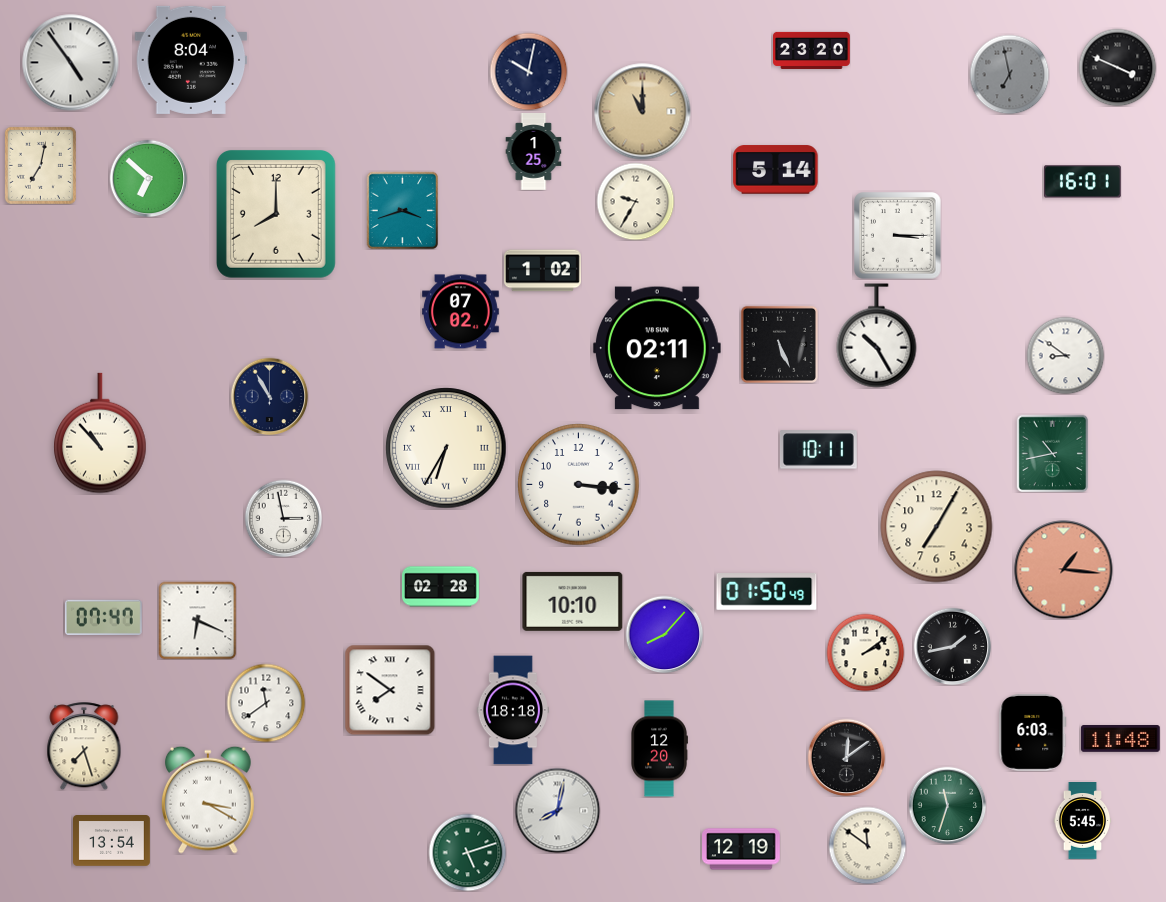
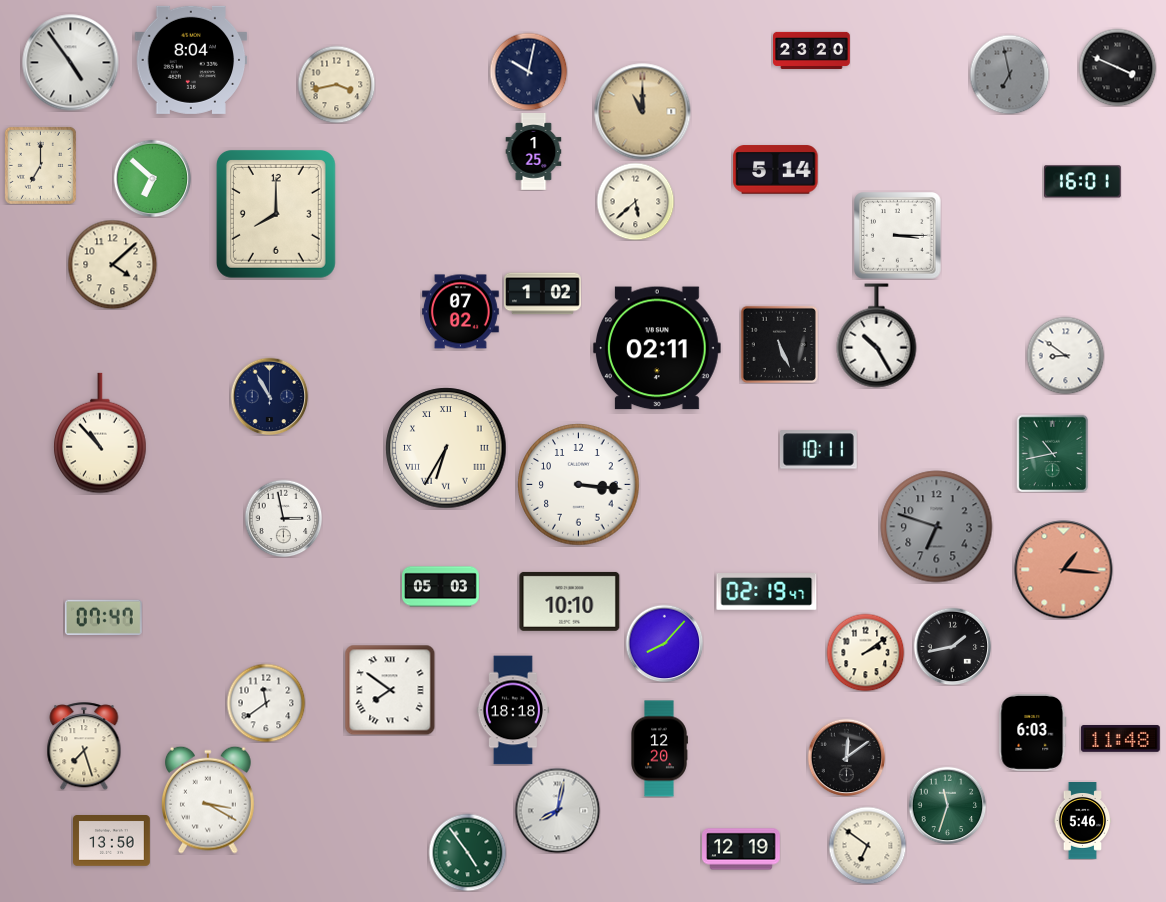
clock at (336, 84): none -> 3:43
clock at (40, 165): 7:02 -> 7:00
clock at (148, 178) position: (148, 178) -> (152, 178)
clock at (635, 201): 9:35 -> 5:38
clock at (403, 210): 3:42 -> none
clock at (112, 264): none -> 4:08
clock at (543, 271) position: (543, 271) -> (543, 294)
clock at (937, 527): 7:05 -> 6:48
clock at (937, 527) dial: cream -> grey
clock at (441, 587): 02:28 -> 05:03
clock at (767, 592): 01:50 -> 02:19
clock at (573, 601) position: (573, 601) -> (570, 601)
clock at (197, 620): 6:19 -> none
clock at (664, 634) position: (664, 634) -> (664, 643)
clock at (1083, 821): 5:45 -> 5:46
clock at (112, 841): 13:54 -> 13:50
clock at (867, 845): 11:51 -> 6:51
clock at (467, 852): 5:12 -> 4:54
